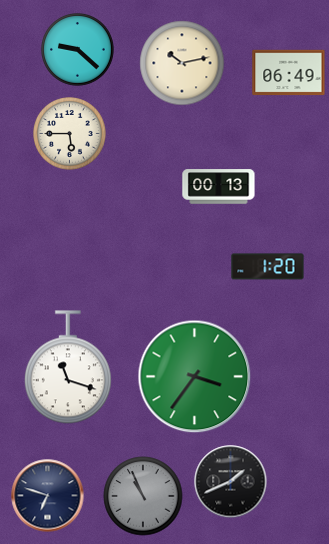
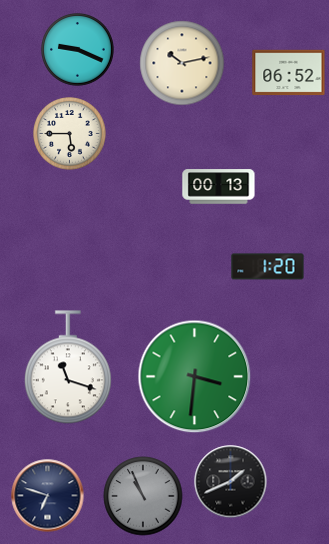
clock at (78, 50): 9:22 -> 9:19
clock at (289, 73): 06:49 -> 06:52
clock at (195, 377): 3:36 -> 3:31
